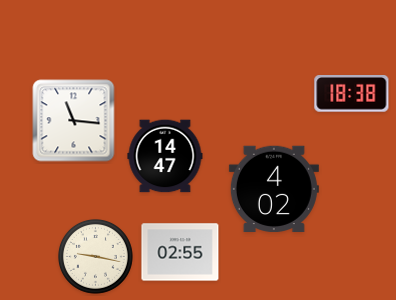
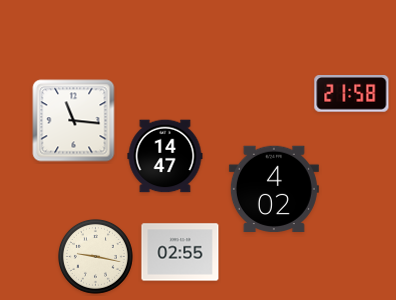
clock at (352, 94): 18:38 -> 21:58
